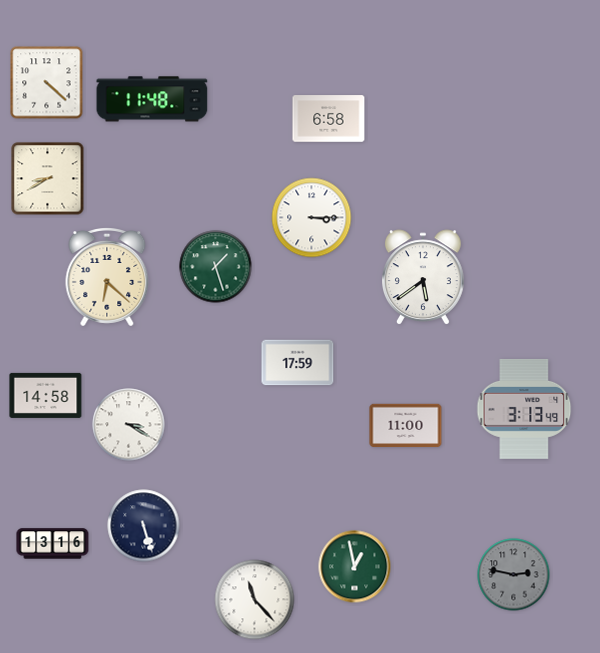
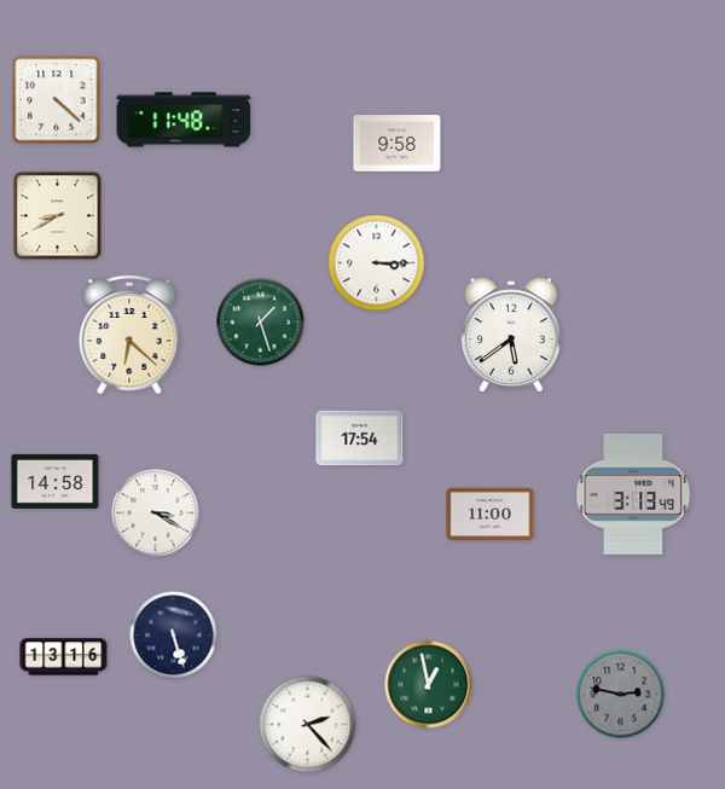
clock at (329, 119): 6:58 -> 9:58
clock at (298, 363): 17:59 -> 17:54
clock at (46, 395) position: (46, 395) -> (56, 481)
clock at (255, 600): 11:23 -> 2:23
